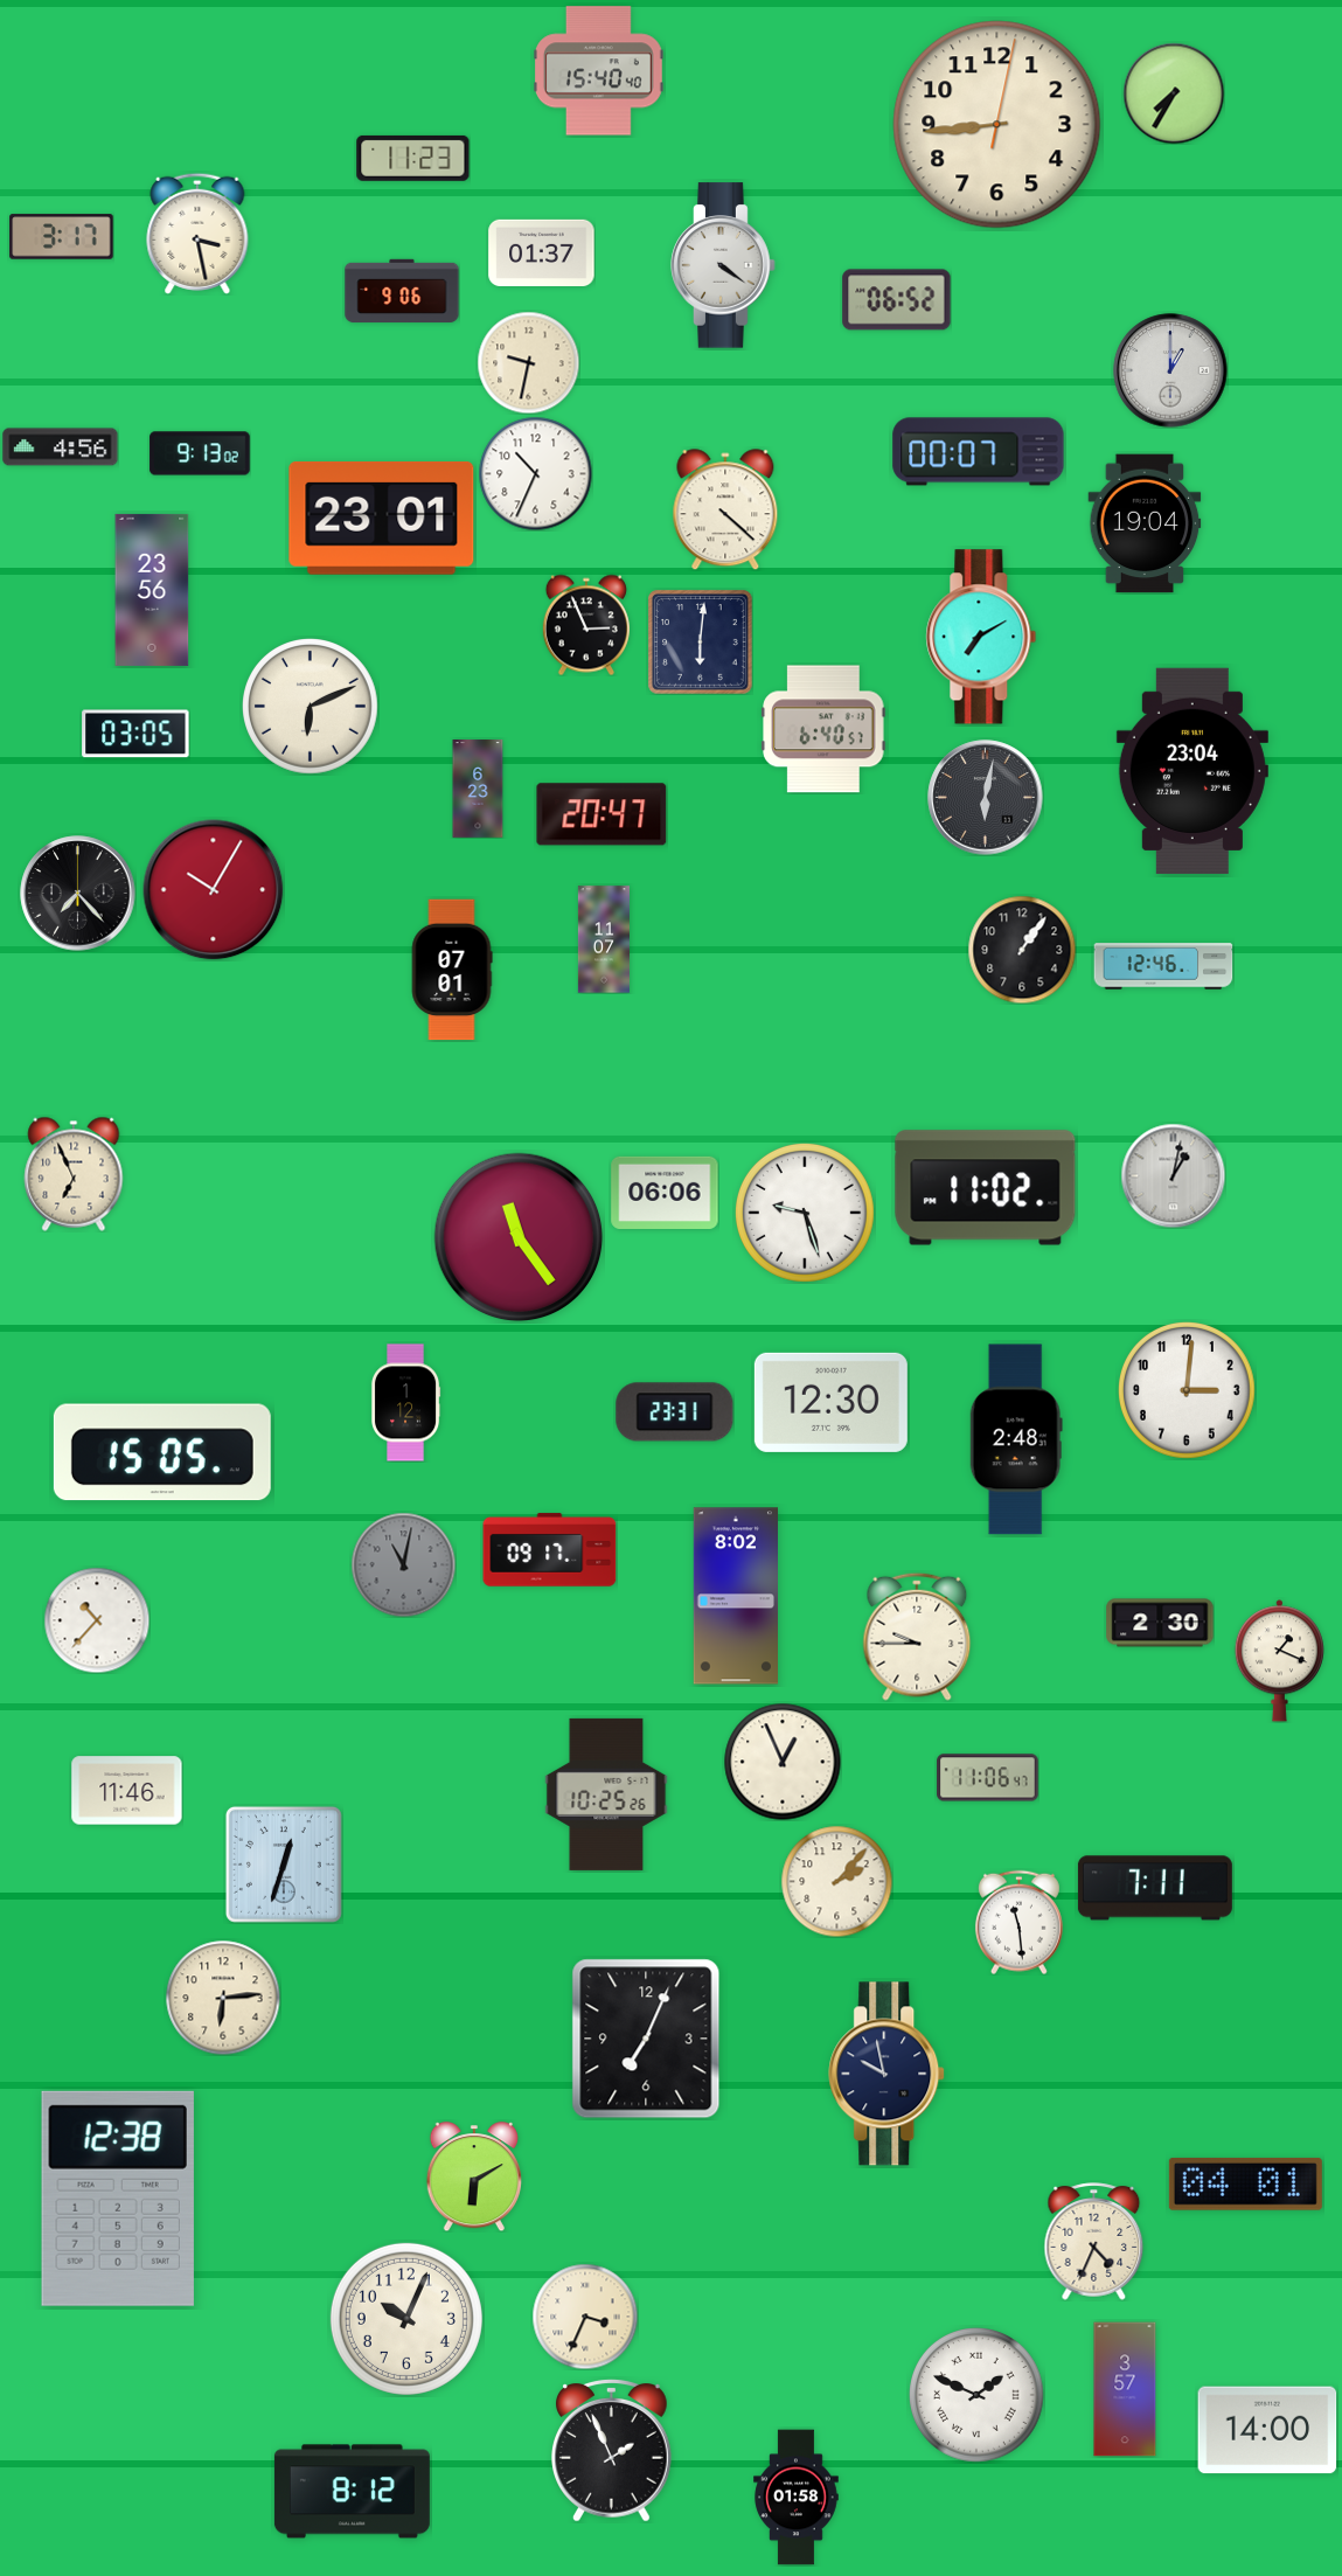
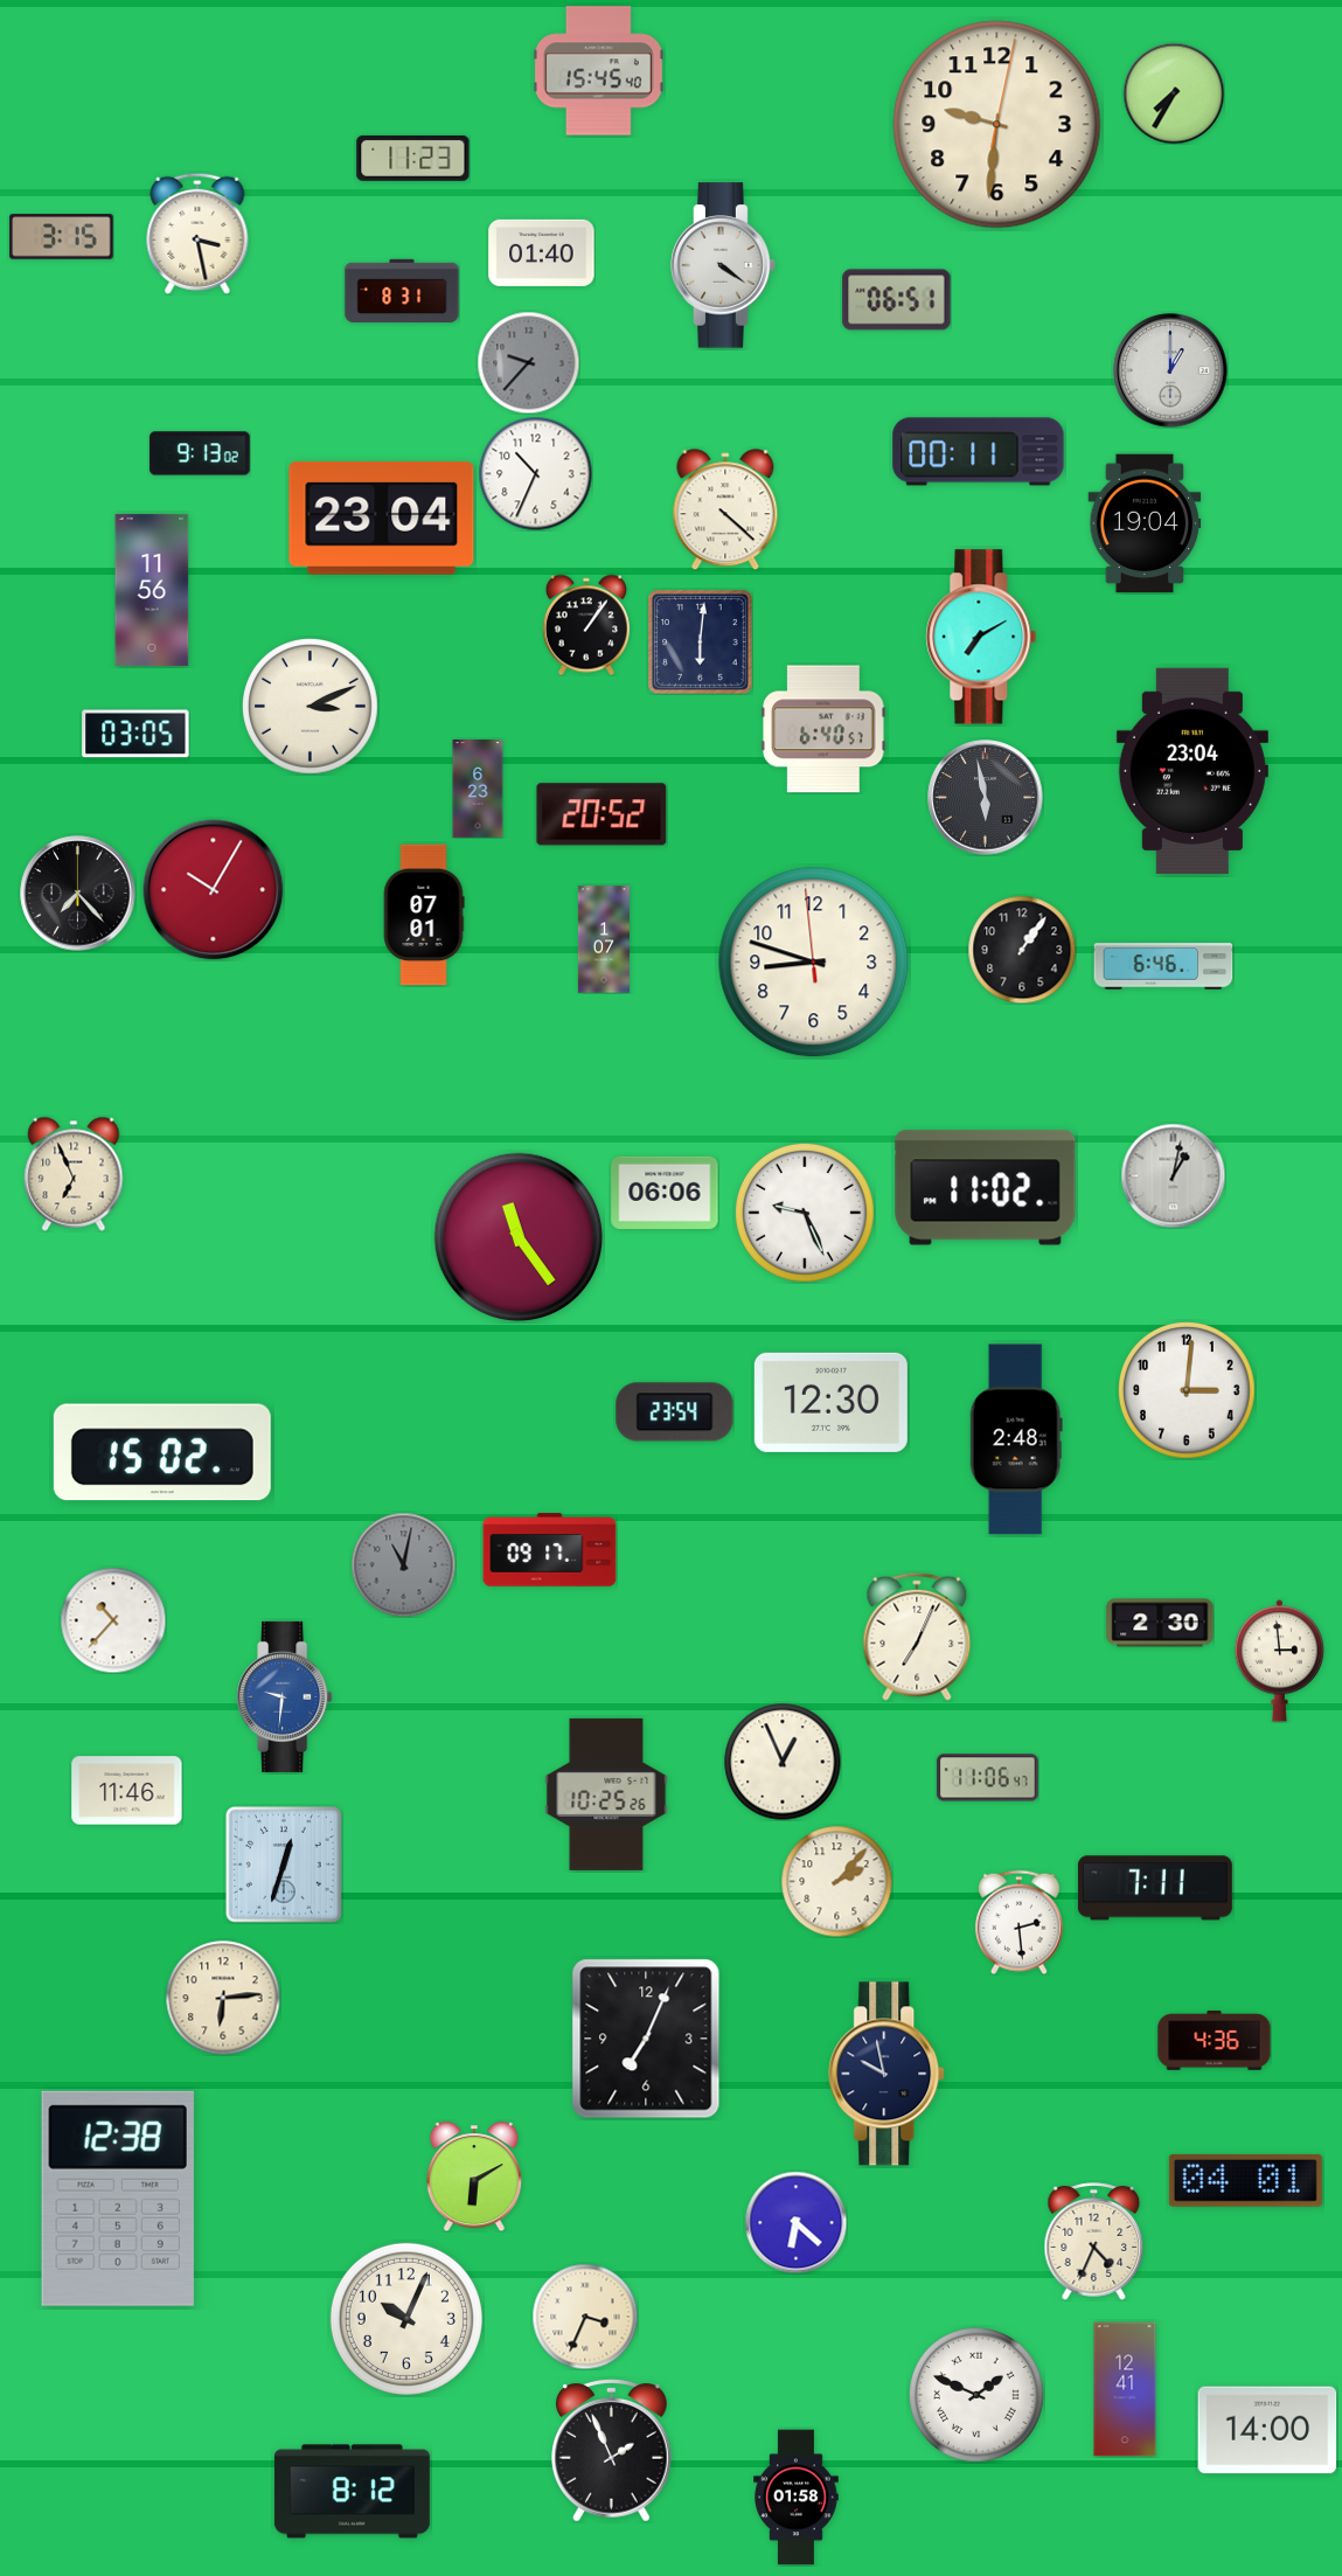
clock at (599, 71): 15:40 -> 15:45
clock at (997, 125): 8:44 -> 9:31
clock at (62, 237): 3:17 -> 3:15
clock at (542, 252): 01:37 -> 01:40
clock at (402, 291): 9:06 -> 8:31
clock at (897, 300): 06:52 -> 06:51
clock at (528, 362): 9:32 -> 9:37
clock at (528, 362) dial: cream -> grey
clock at (61, 447): 4:56 -> none
clock at (979, 452): 00:07 -> 00:11
clock at (382, 518): 23:01 -> 23:04
clock at (152, 590): 23:56 -> 11:56
clock at (586, 625): 2:56 -> 1:06
clock at (311, 707): 6:11 -> 3:11
clock at (986, 798): 6:02 -> 5:58
clock at (602, 814): 20:47 -> 20:52
clock at (603, 939): 11:07 -> 1:07
clock at (814, 963): none -> 8:47
clock at (1163, 966): 12:46 -> 6:46
clock at (452, 970) position: (452, 970) -> (424, 915)
clock at (805, 1213): 9:27 -> 9:26
clock at (405, 1403): 1:12 -> none
clock at (675, 1412): 23:31 -> 23:54
clock at (162, 1452): 15:05 -> 15:02
clock at (735, 1596): 8:02 -> none
clock at (97, 1620) position: (97, 1620) -> (113, 1620)
clock at (917, 1637): 9:45 -> 7:04
clock at (1279, 1661): 1:19 -> 2:59
clock at (285, 1696): none -> 9:31
clock at (1018, 1922): 11:29 -> 2:29
clock at (1215, 2041): none -> 4:36
clock at (1245, 2185) position: (1245, 2185) -> (1245, 2181)
clock at (795, 2222): none -> 6:22
clock at (1125, 2389): 3:57 -> 12:41
